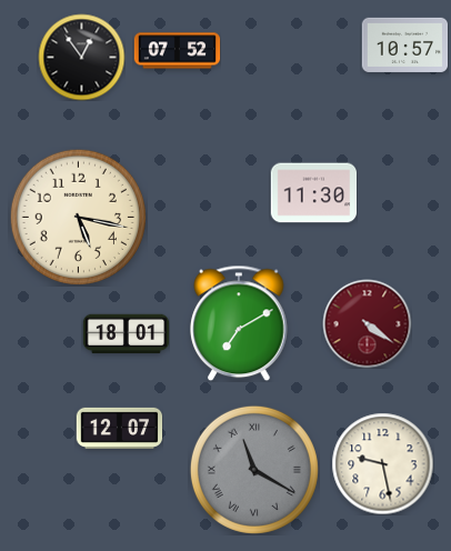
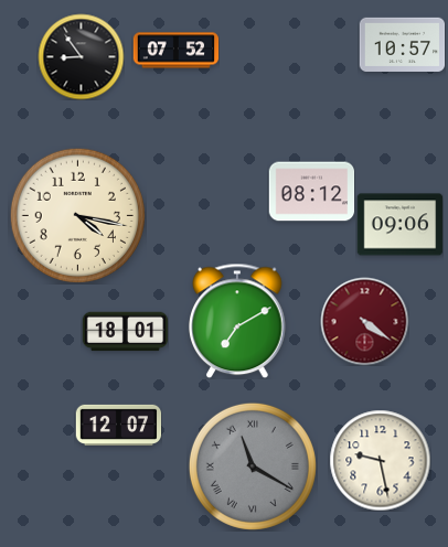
clock at (81, 57): 12:54 -> 8:54
clock at (313, 193): 11:30 -> 08:12
clock at (78, 217): 5:17 -> 4:17
clock at (399, 225): none -> 09:06
